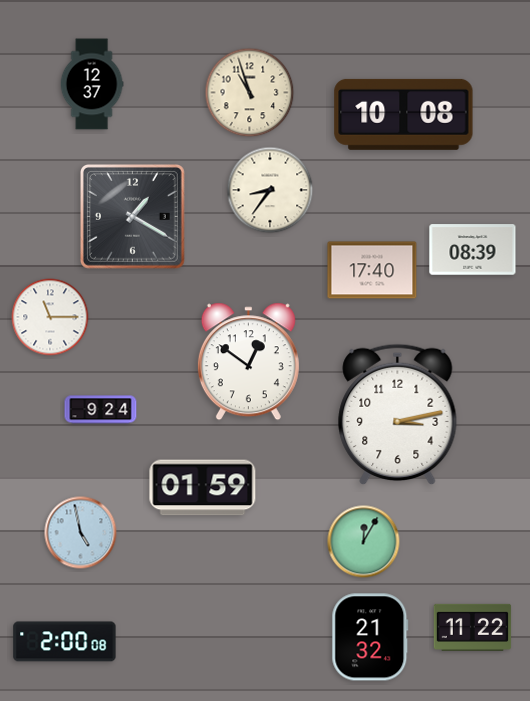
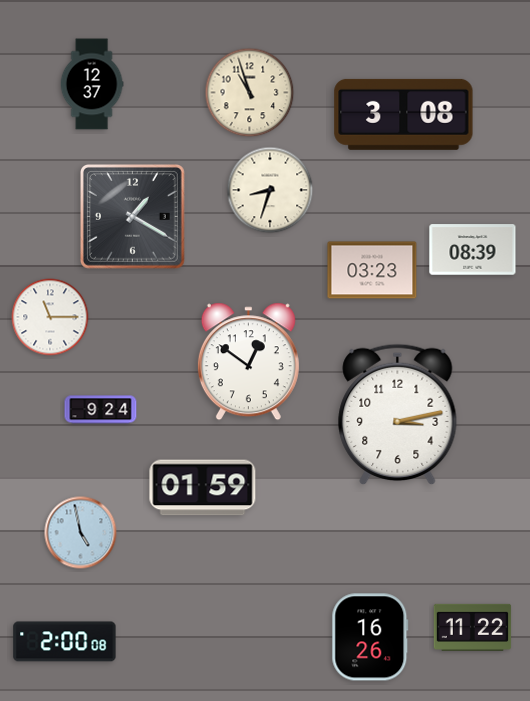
clock at (404, 114): 10:08 -> 3:08
clock at (270, 190): 8:36 -> 8:33
clock at (372, 270): 17:40 -> 03:23
clock at (364, 542): 12:05 -> none
clock at (370, 637): 21:32 -> 16:26
